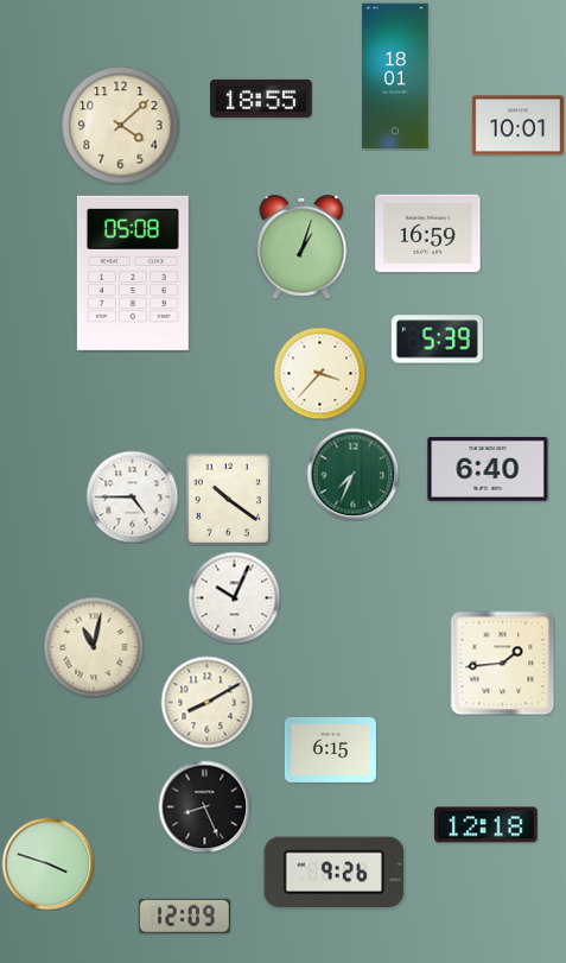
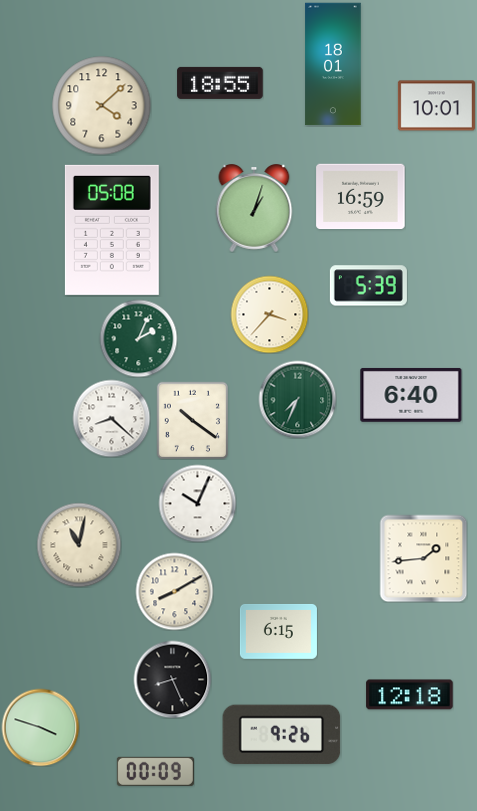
clock at (138, 338): none -> 2:04
clock at (132, 496): 4:45 -> 8:22
clock at (184, 916): 12:09 -> 00:09
